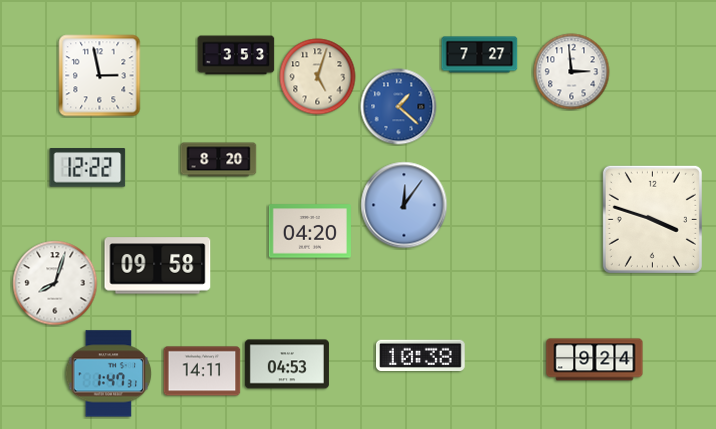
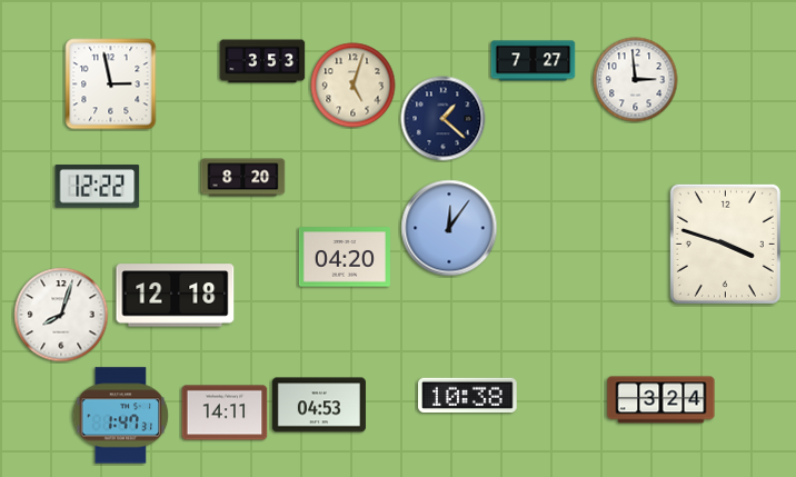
clock at (399, 107) dial: blue -> navy
clock at (158, 266): 09:58 -> 12:18
clock at (595, 360): 9:24 -> 3:24
